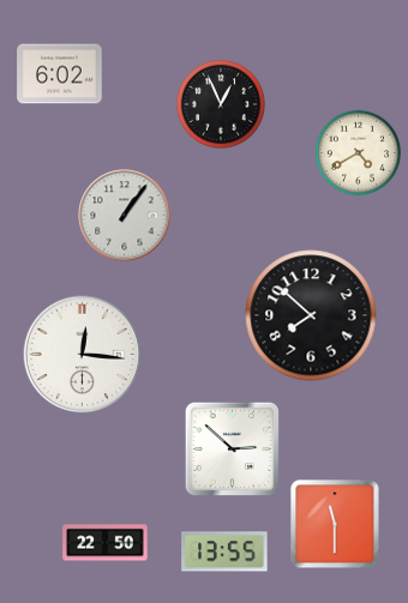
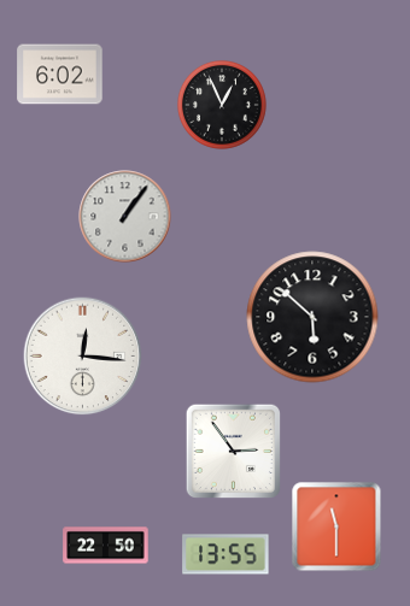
clock at (358, 152): 4:40 -> none
clock at (311, 315): 7:52 -> 5:52
clock at (232, 448): 2:52 -> 2:54
